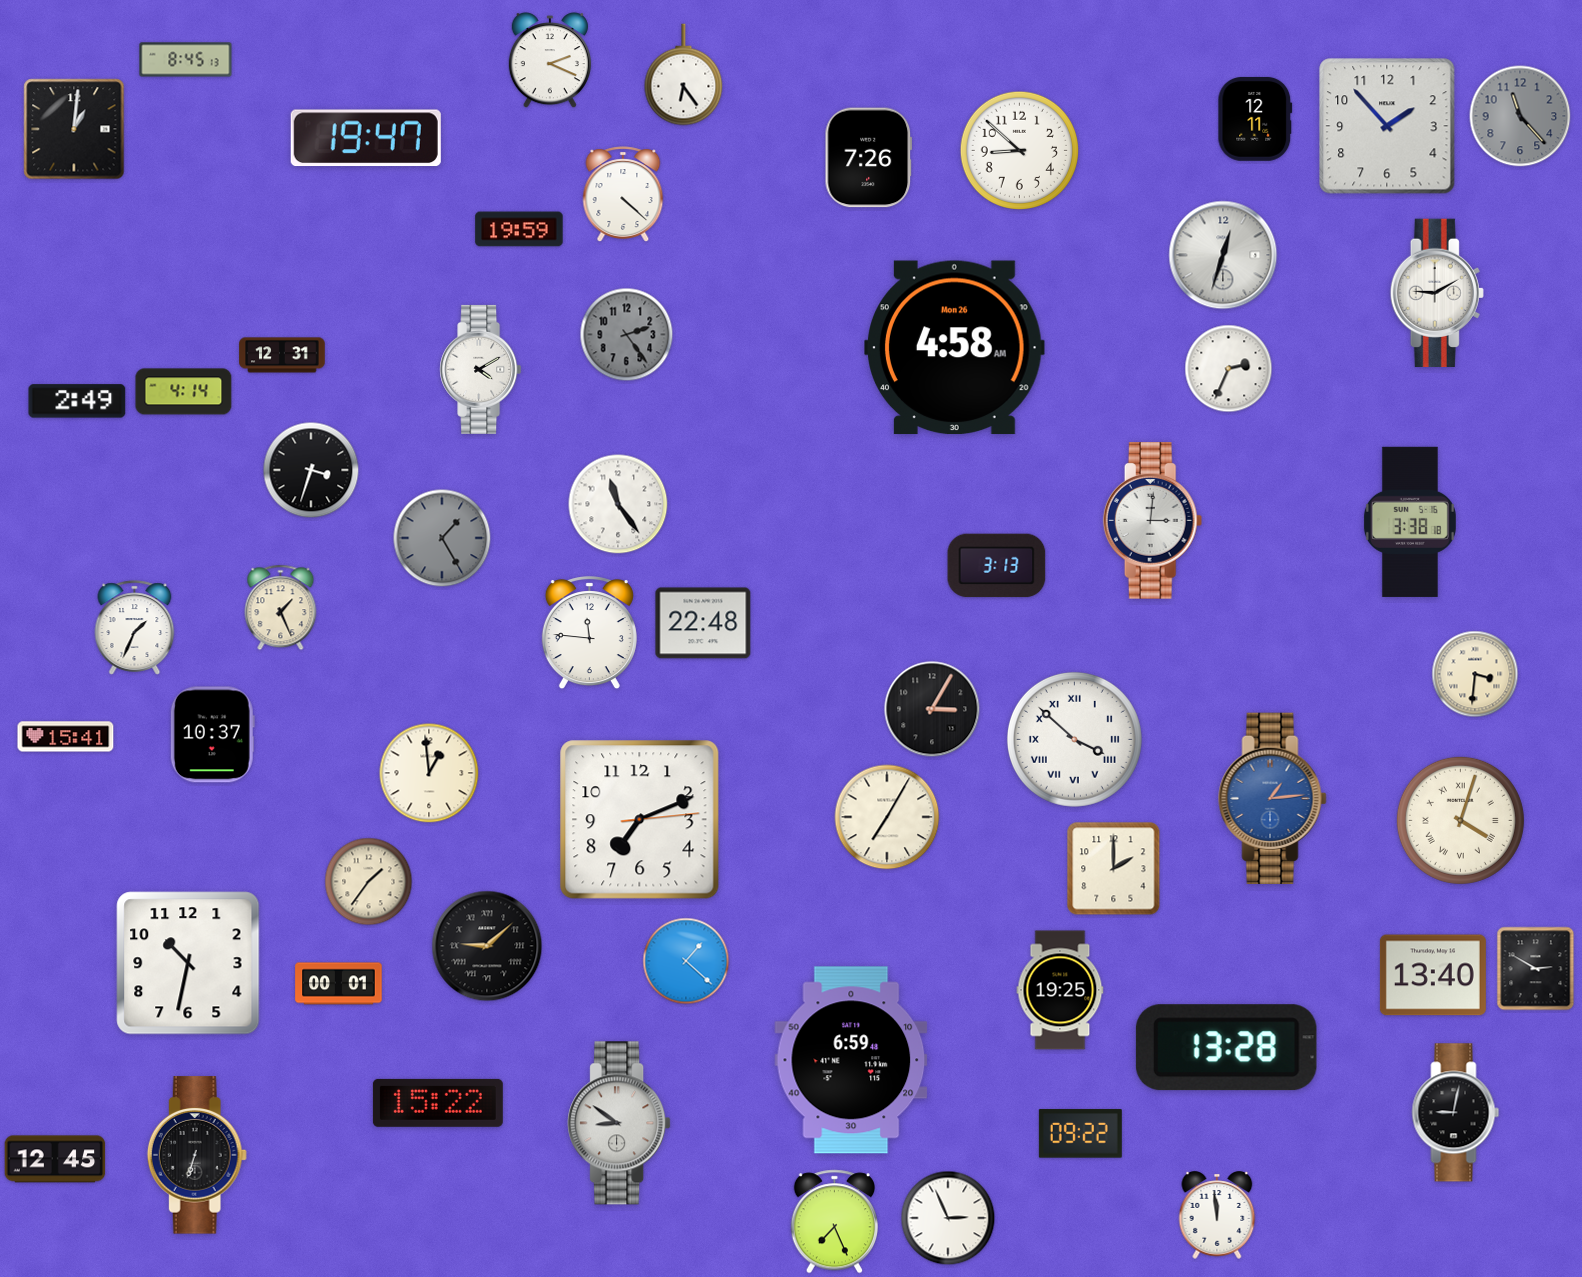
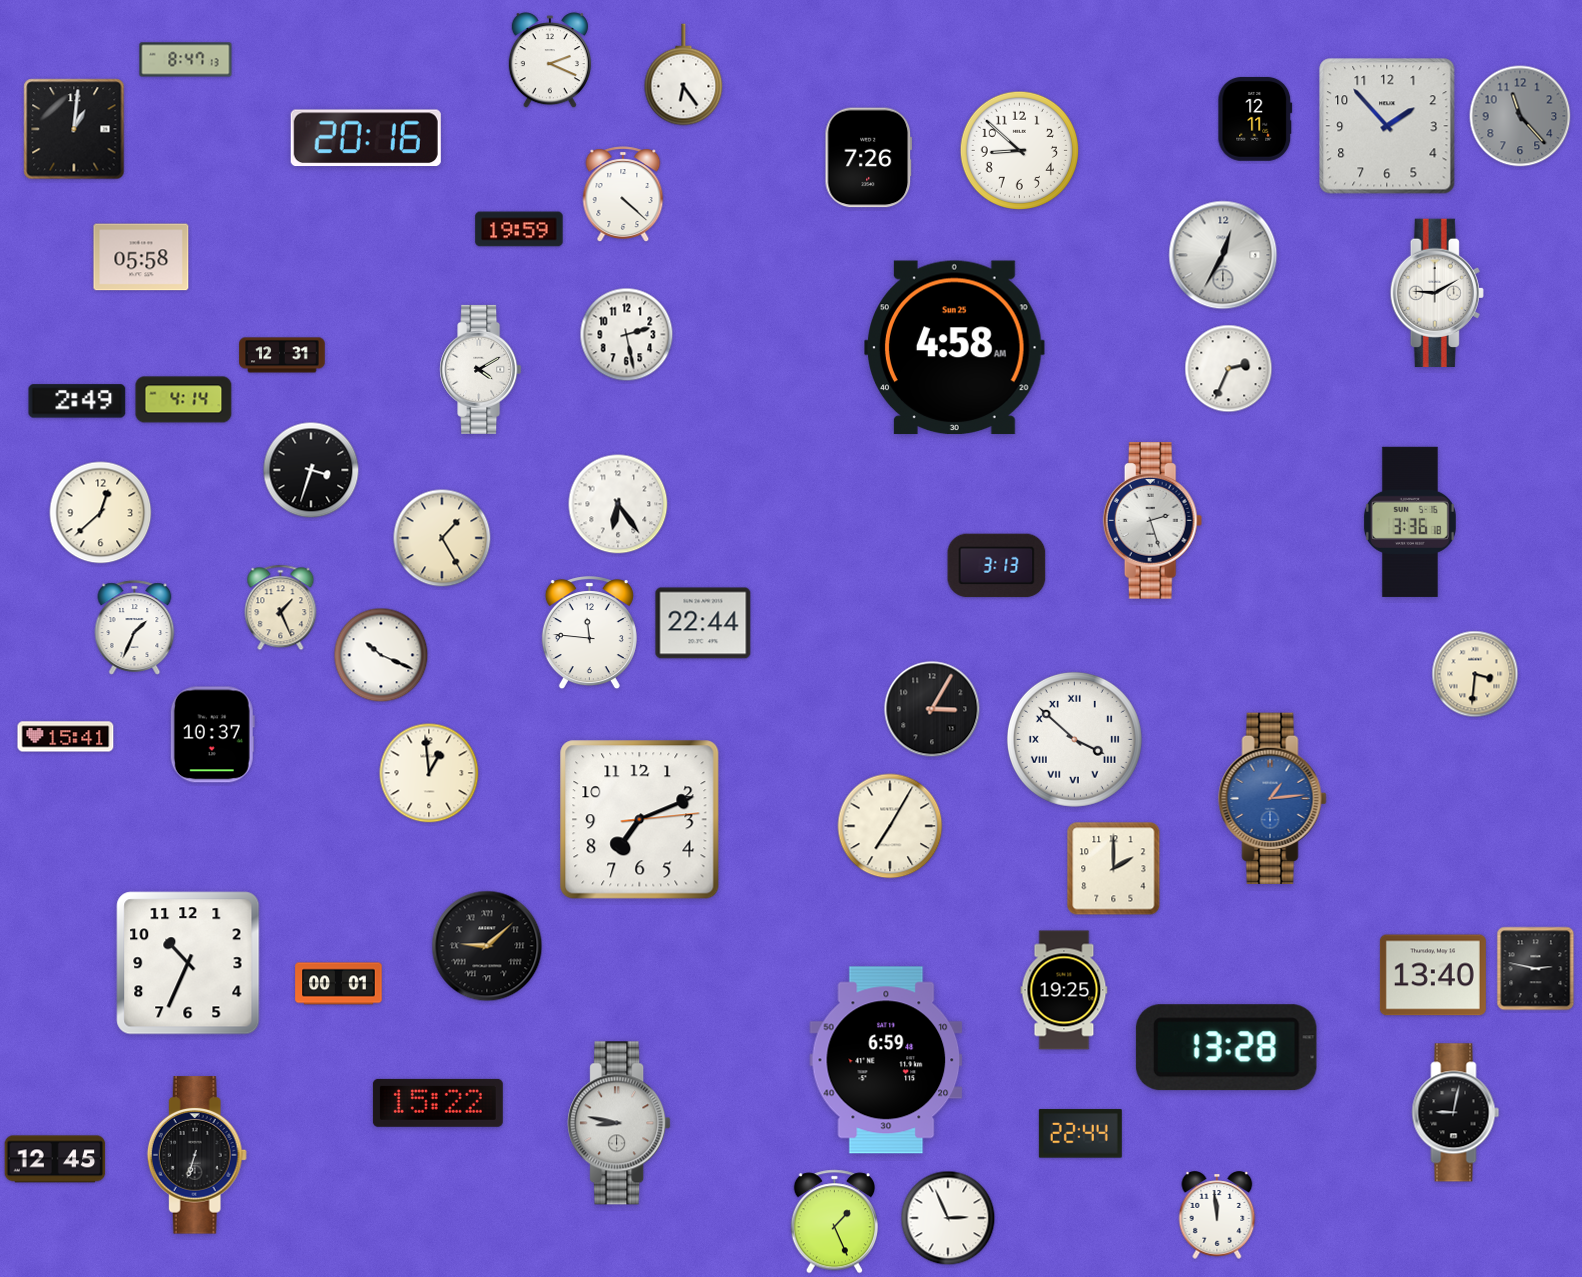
clock at (186, 60): 8:45 -> 8:47
clock at (366, 138): 19:47 -> 20:16
clock at (1223, 255): 12:33 -> 12:35
clock at (141, 257): none -> 05:58
clock at (627, 335): 2:24 -> 2:28
clock at (627, 335) dial: grey -> white
clock at (955, 348) date: Mon 26 -> Sun 25
clock at (184, 392) position: (184, 392) -> (184, 400)
clock at (618, 504): 11:24 -> 6:24
clock at (101, 513): none -> 12:38
clock at (1153, 521): 3:01 -> 2:27
clock at (1410, 522): 3:38 -> 3:36
clock at (442, 538) dial: grey -> cream
clock at (703, 623): 22:48 -> 22:44
clock at (381, 655): none -> 10:19
clock at (887, 817) position: (887, 817) -> (890, 826)
clock at (1460, 820): 4:03 -> none
clock at (369, 882): 1:36 -> none
clock at (686, 961): 1:22 -> none
clock at (188, 963): 10:32 -> 10:34
clock at (1536, 969): 2:50 -> 2:47
clock at (1060, 990) position: (1060, 990) -> (1064, 990)
clock at (851, 1060) position: (851, 1060) -> (886, 1060)
clock at (619, 1123): 8:51 -> 8:47
clock at (1080, 1134): 09:22 -> 22:44
clock at (834, 1222): 7:26 -> 1:26
